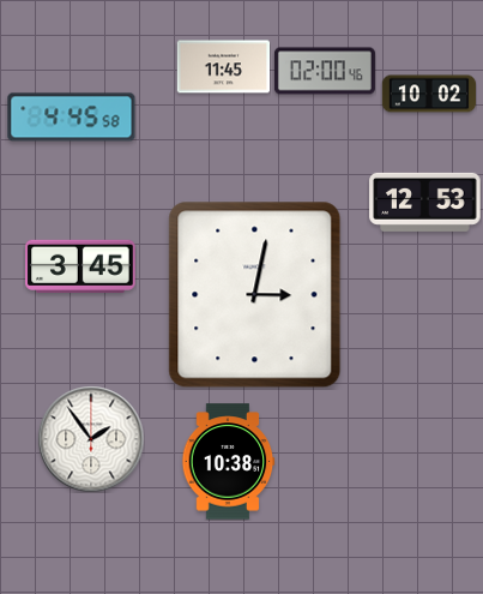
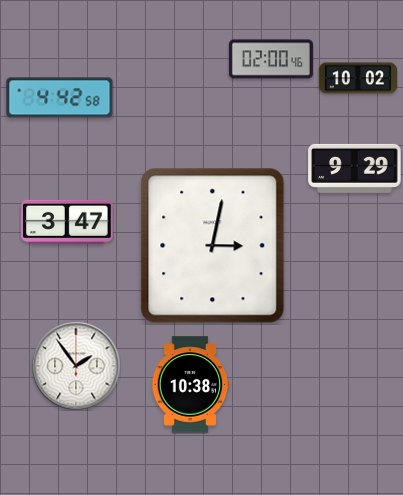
clock at (223, 67): 11:45 -> none
clock at (72, 118): 4:45 -> 4:42
clock at (425, 202): 12:53 -> 9:29
clock at (80, 266): 3:45 -> 3:47
